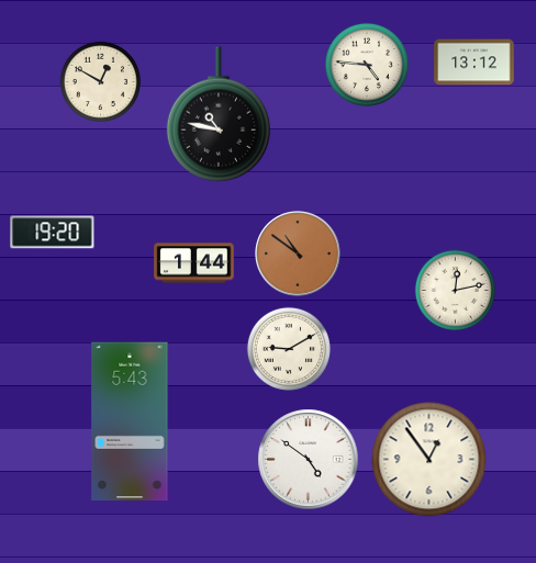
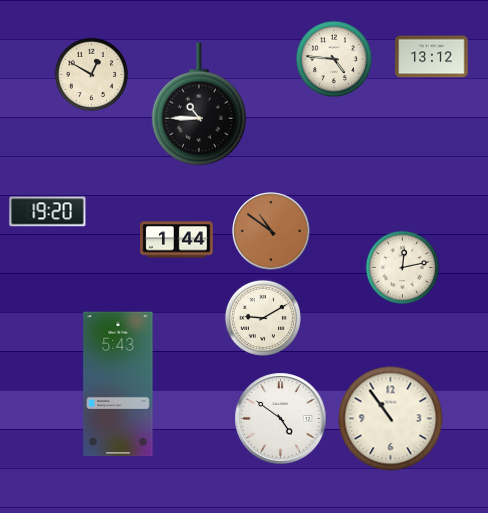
clock at (219, 114): 10:47 -> 10:45
clock at (455, 290) position: (455, 290) -> (402, 267)
clock at (429, 460): 12:54 -> 10:54
